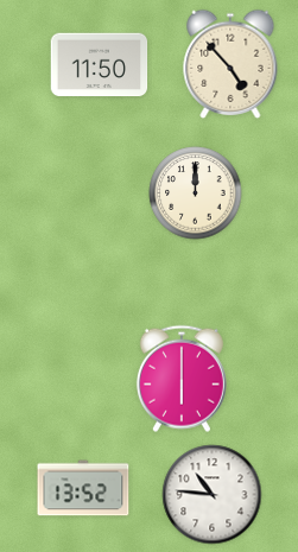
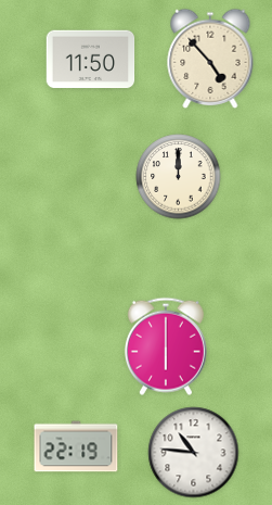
clock at (83, 488): 13:52 -> 22:19
